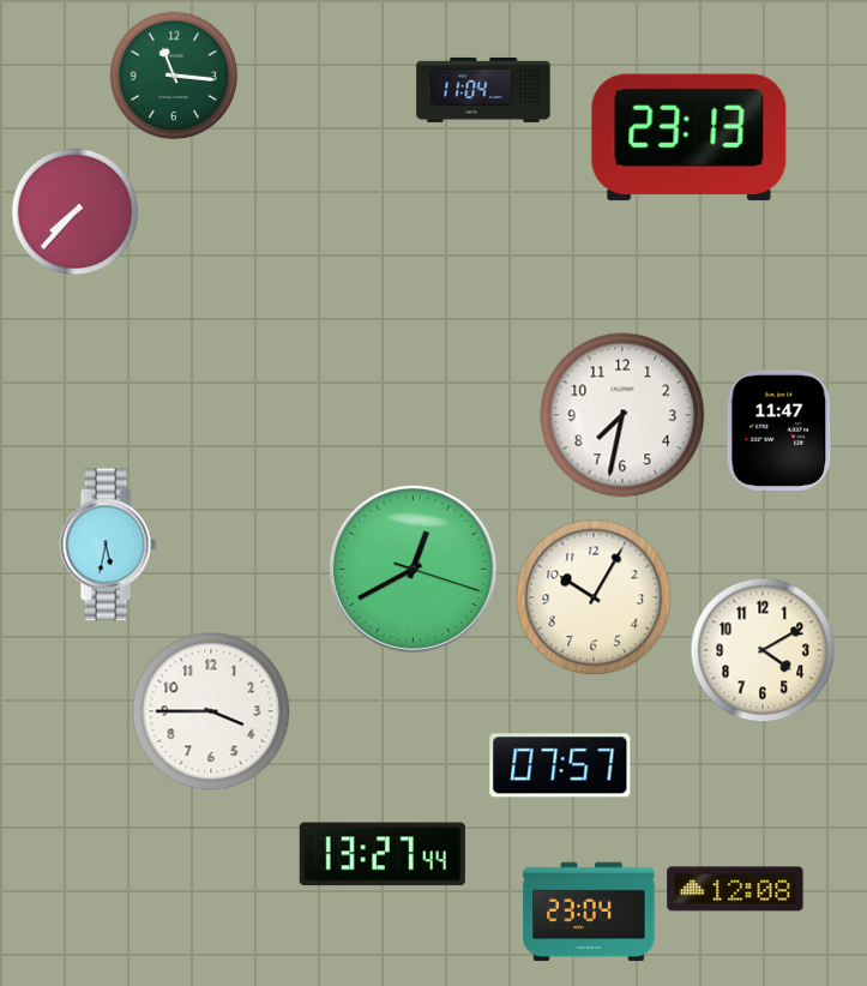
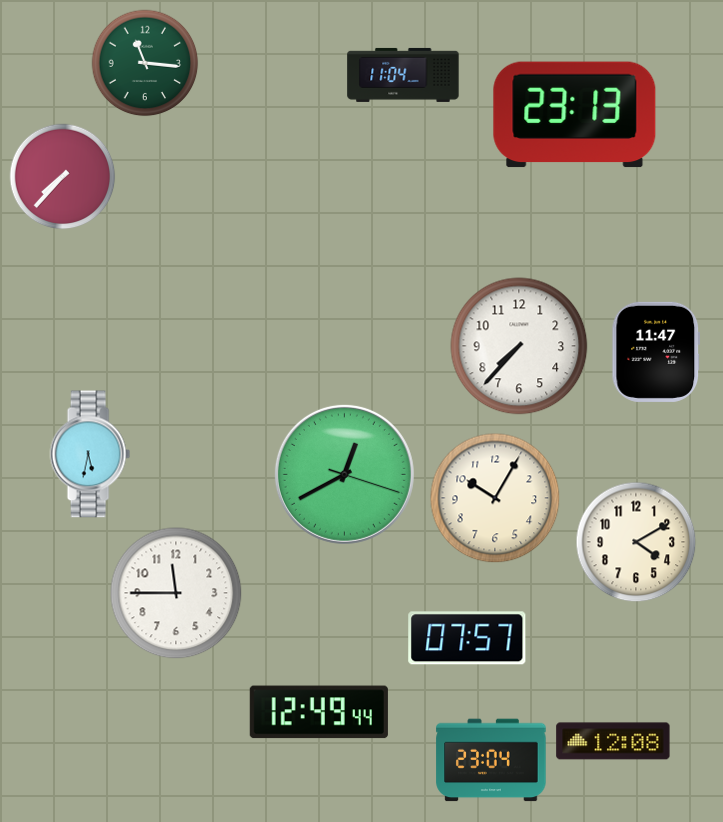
clock at (622, 415): 7:32 -> 7:37
clock at (779, 431) position: (779, 431) -> (656, 352)
clock at (211, 711): 3:45 -> 11:45
clock at (383, 854): 13:27 -> 12:49
